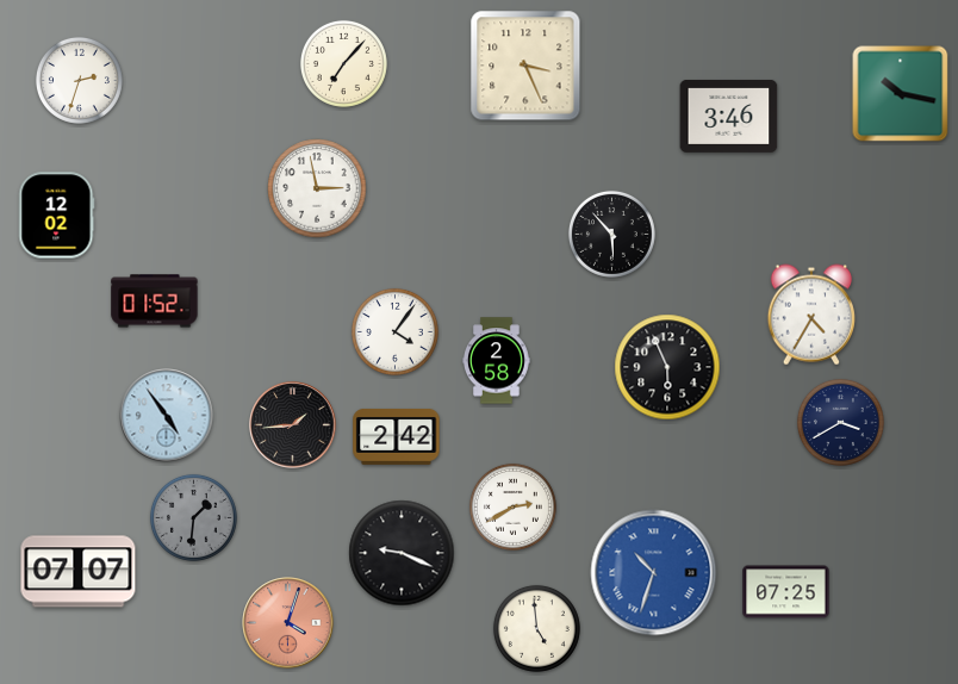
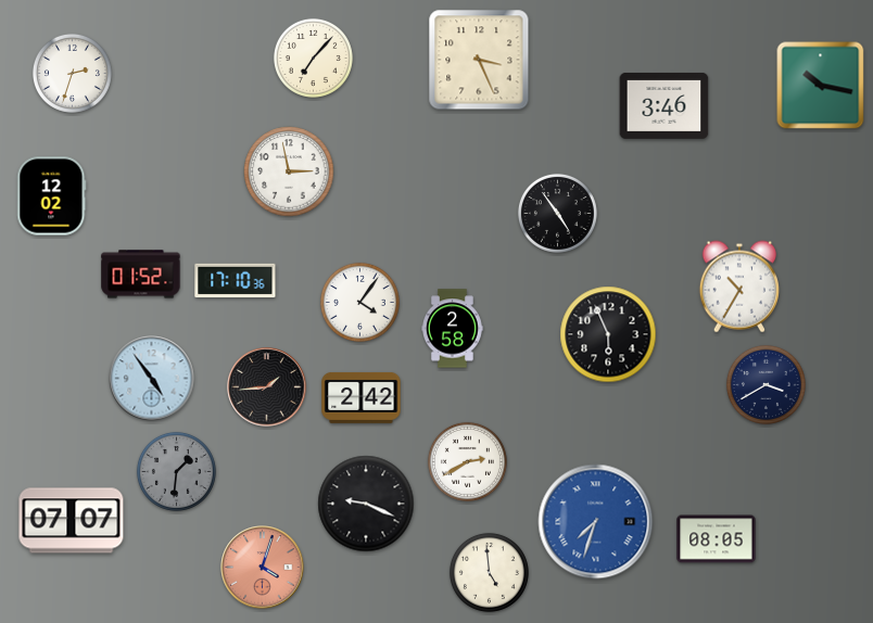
clock at (611, 234): 5:53 -> 4:54
clock at (236, 281): none -> 17:10
clock at (810, 315): 4:35 -> 10:35
clock at (654, 573): 10:33 -> 7:33
clock at (786, 592): 07:25 -> 08:05
